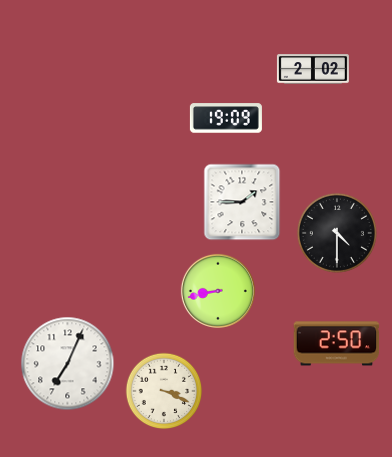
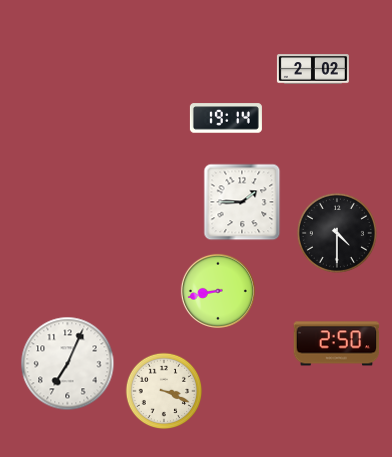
clock at (226, 118): 19:09 -> 19:14
